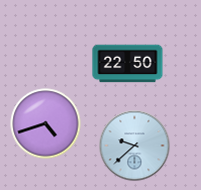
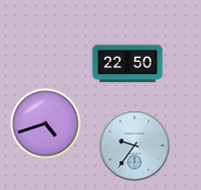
clock at (135, 146): 9:38 -> 9:36
